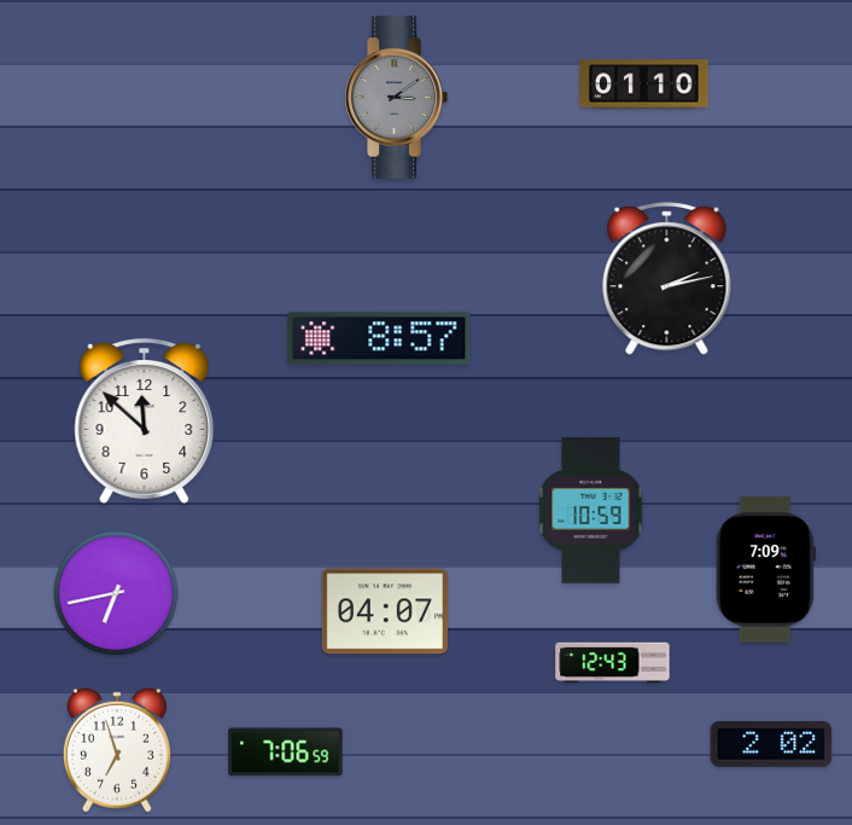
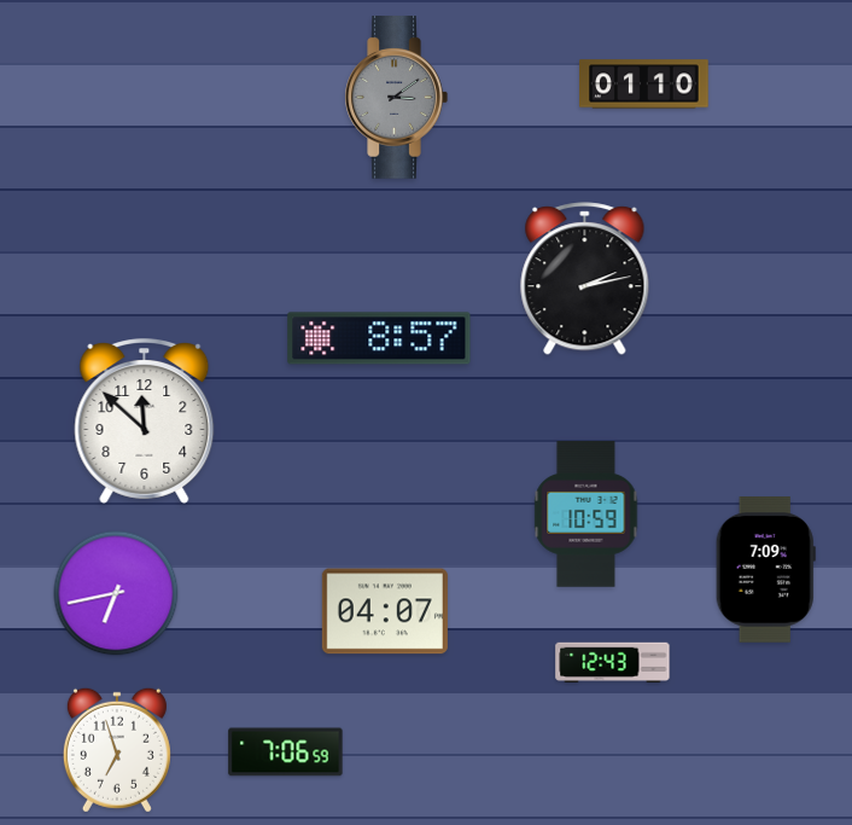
clock at (667, 279) position: (667, 279) -> (585, 279)
clock at (591, 511) position: (591, 511) -> (587, 515)
clock at (771, 744): 2:02 -> none
